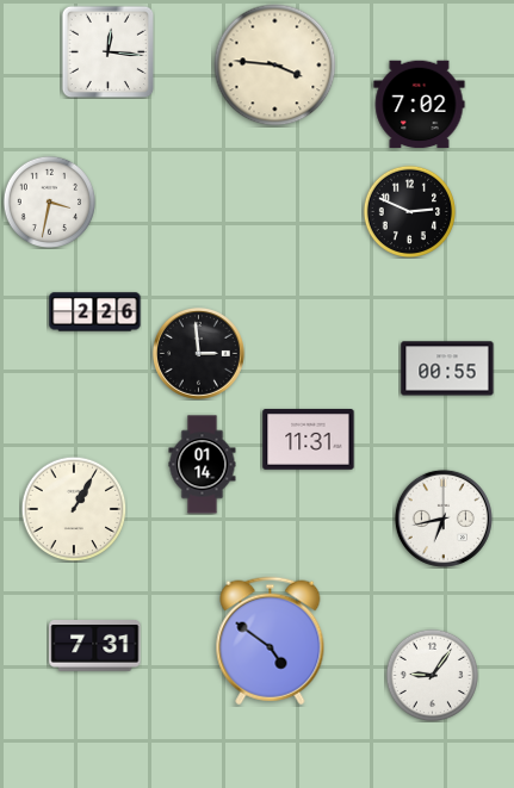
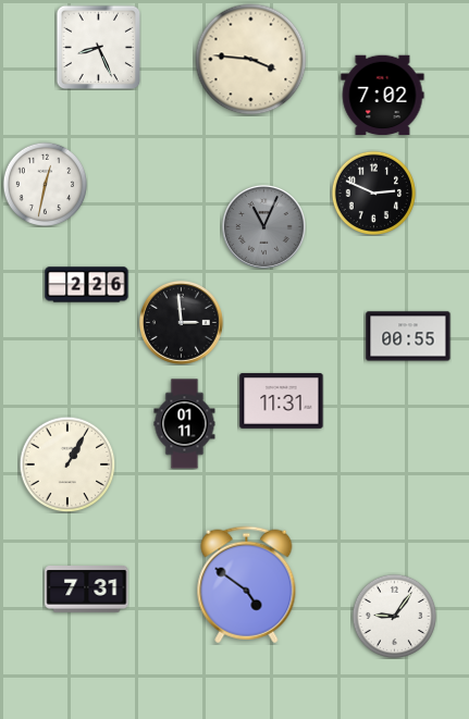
clock at (107, 51): 12:16 -> 8:26
clock at (49, 201): 3:32 -> 12:32
clock at (263, 226): none -> 11:04
clock at (203, 465): 01:14 -> 01:11
clock at (444, 519): 6:43 -> none
